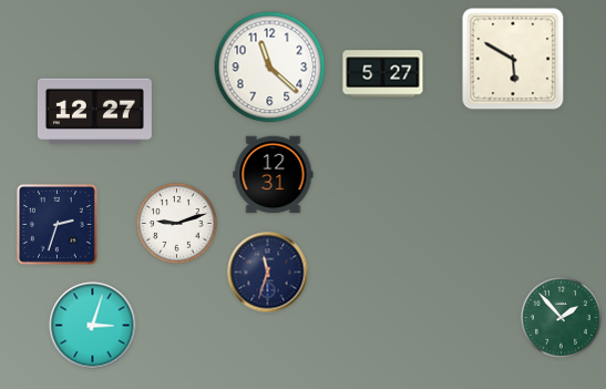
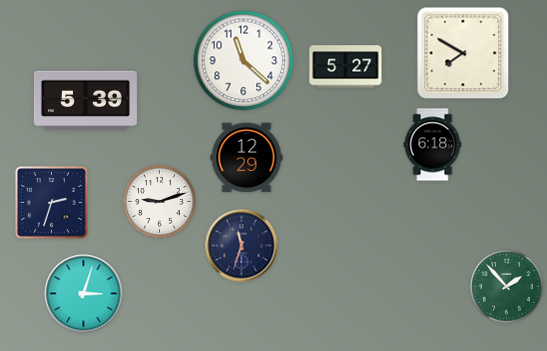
clock at (513, 59): 5:50 -> 7:50
clock at (94, 112): 12:27 -> 5:39
clock at (433, 145): none -> 6:18
clock at (274, 175): 12:31 -> 12:29
